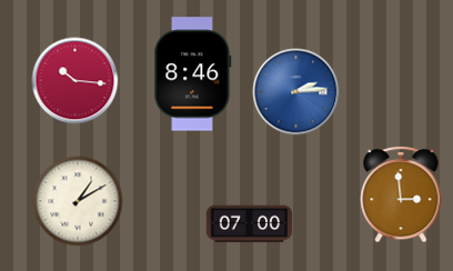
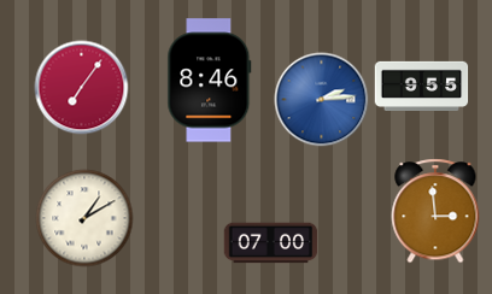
clock at (421, 86): none -> 9:55
clock at (74, 80): 10:16 -> 7:06
